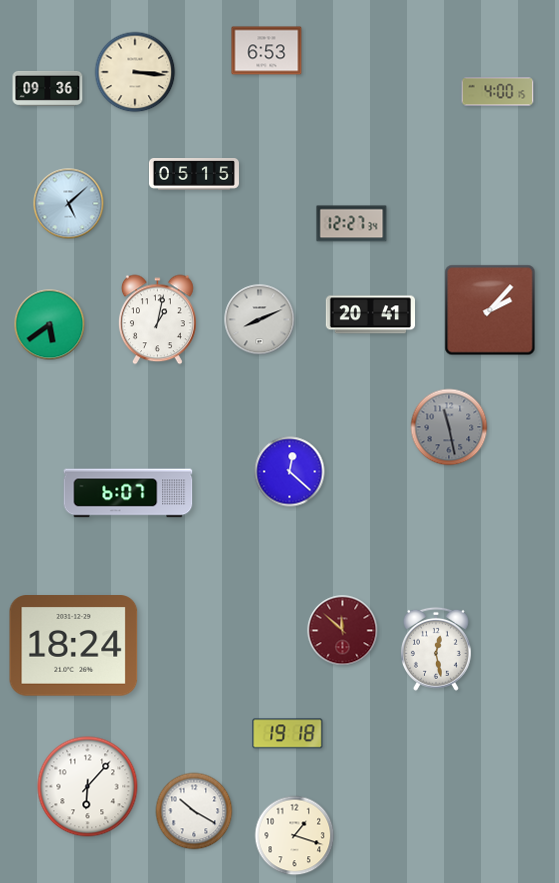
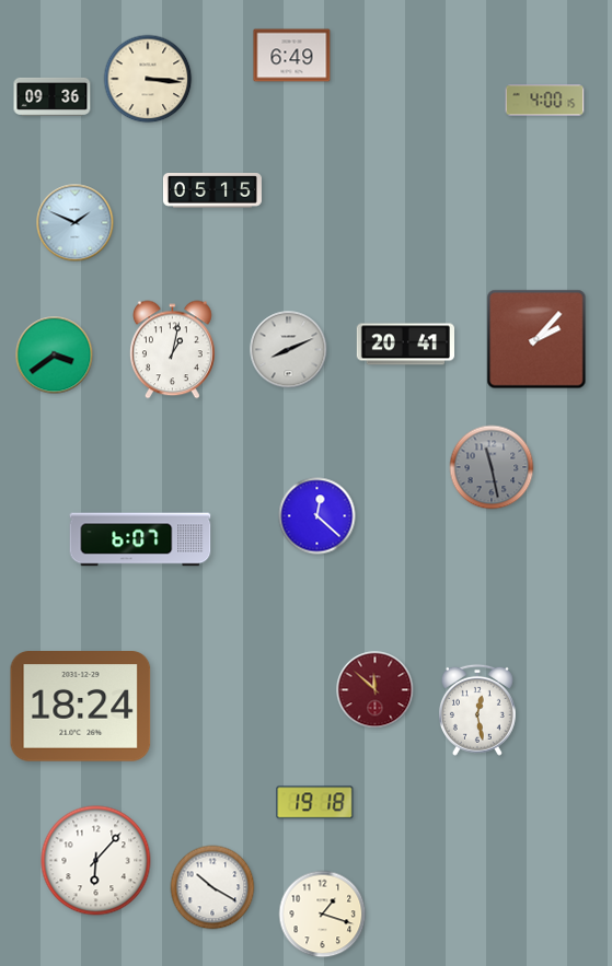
clock at (267, 51): 6:53 -> 6:49
clock at (69, 204): 5:08 -> 1:49
clock at (352, 224): 12:27 -> none
clock at (260, 320) position: (260, 320) -> (289, 350)
clock at (50, 325): 5:39 -> 3:39
